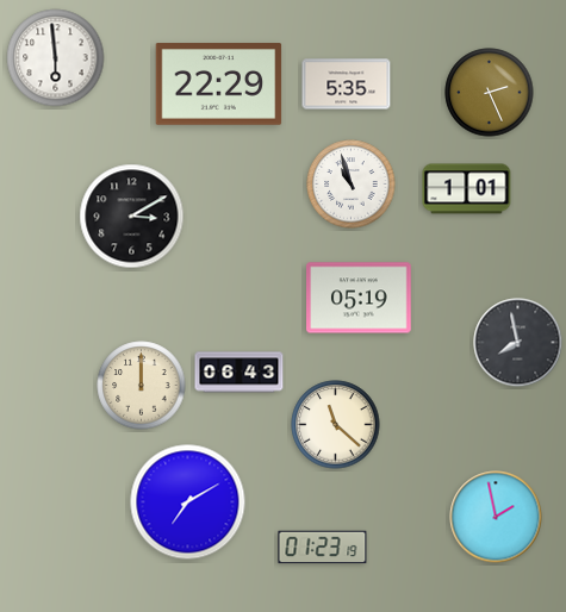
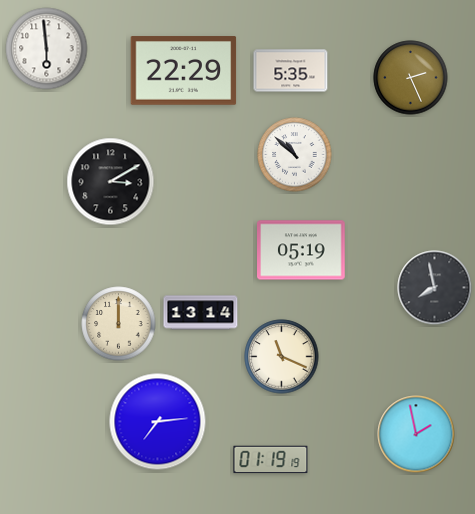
clock at (352, 185): 10:57 -> 10:52
clock at (467, 189): 1:01 -> none
clock at (240, 373): 06:43 -> 13:14
clock at (336, 425): 11:22 -> 11:19
clock at (188, 502): 7:10 -> 7:14
clock at (323, 548): 01:23 -> 01:19
